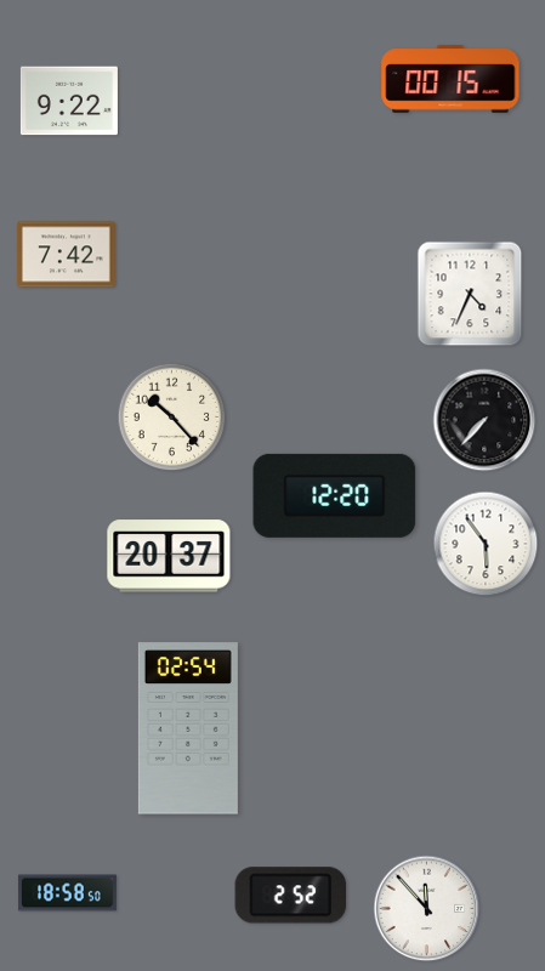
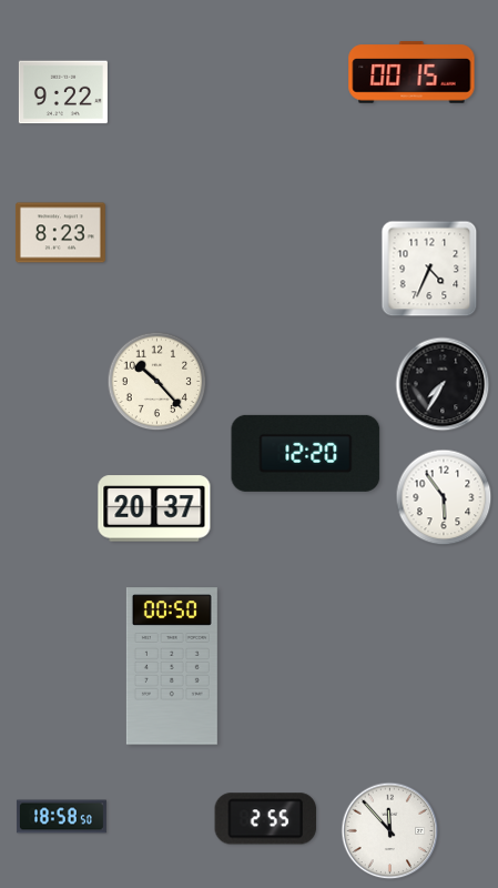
clock at (66, 255): 7:42 -> 8:23
clock at (484, 420): 7:37 -> 7:35
clock at (188, 728): 02:54 -> 00:50
clock at (291, 896): 2:52 -> 2:55
